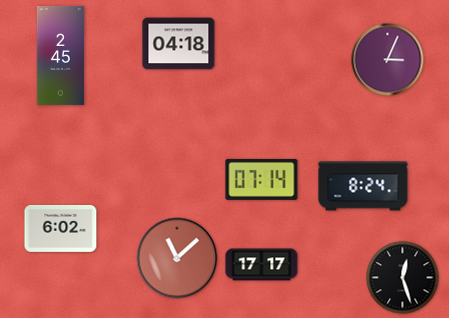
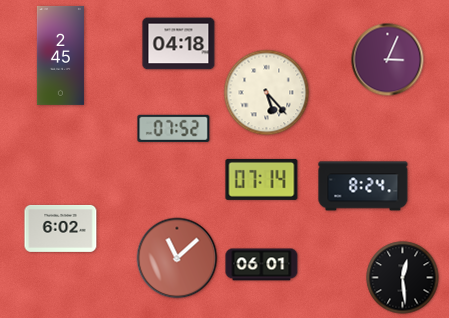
clock at (267, 93): none -> 5:23
clock at (174, 128): none -> 07:52
clock at (262, 265): 17:17 -> 06:01
clock at (403, 278): 12:27 -> 12:29
